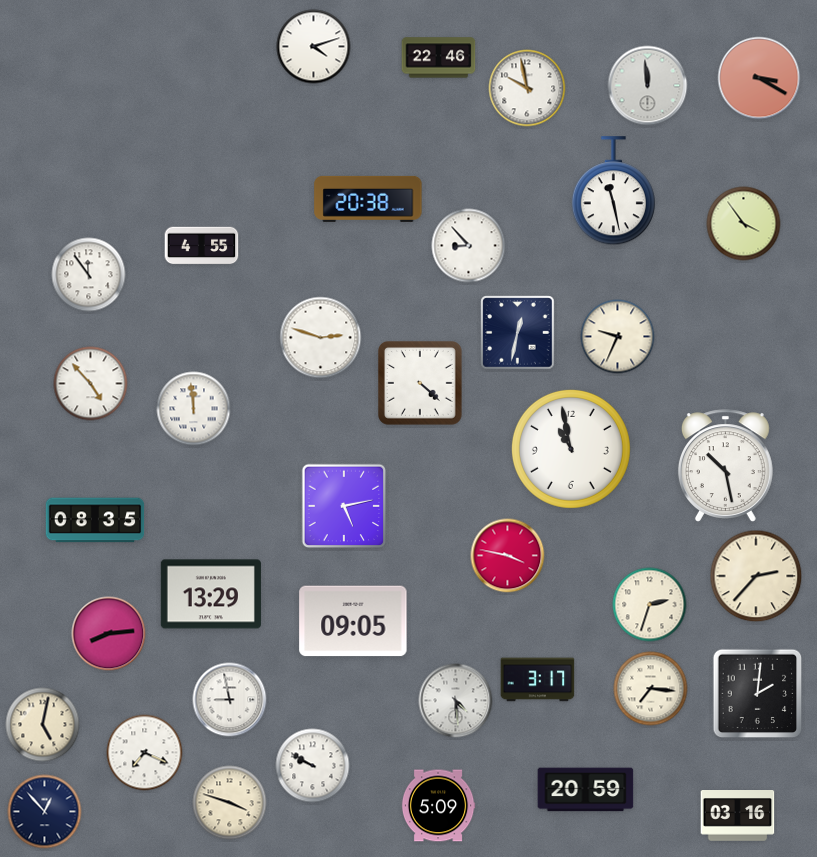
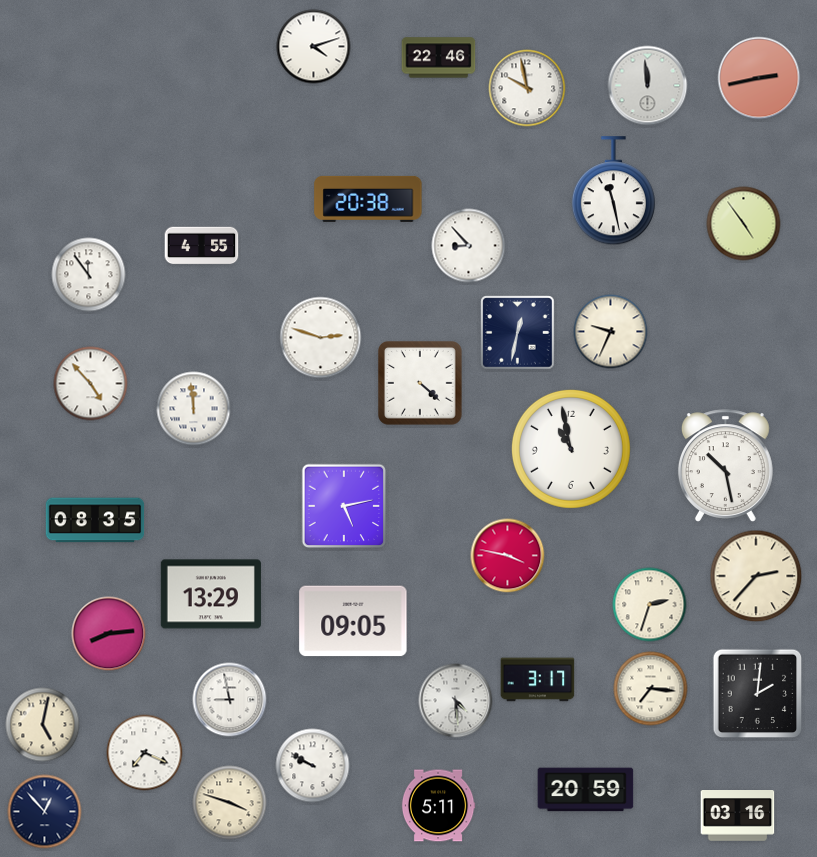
clock at (759, 78): 3:20 -> 2:43
clock at (744, 224): 3:54 -> 4:54
clock at (618, 337) position: (618, 337) -> (611, 332)
clock at (438, 806): 5:09 -> 5:11
